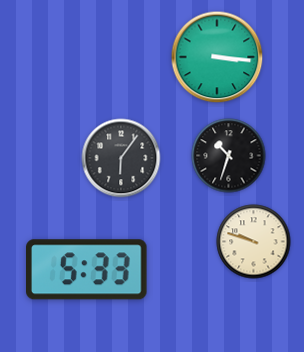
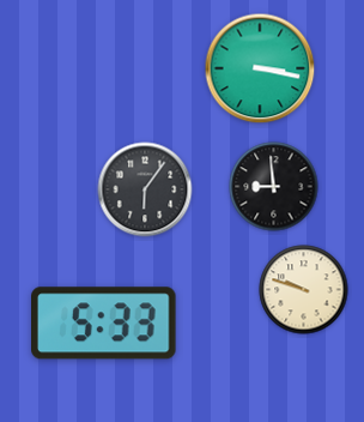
clock at (217, 57): 3:16 -> 3:17
clock at (229, 156): 10:33 -> 8:59
